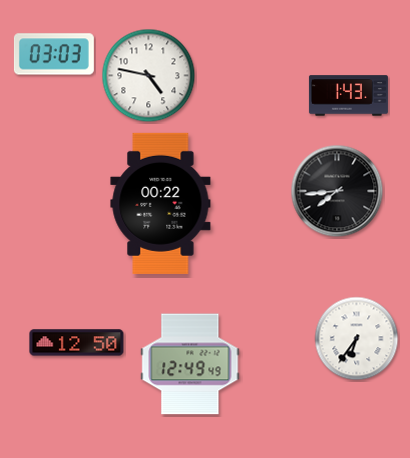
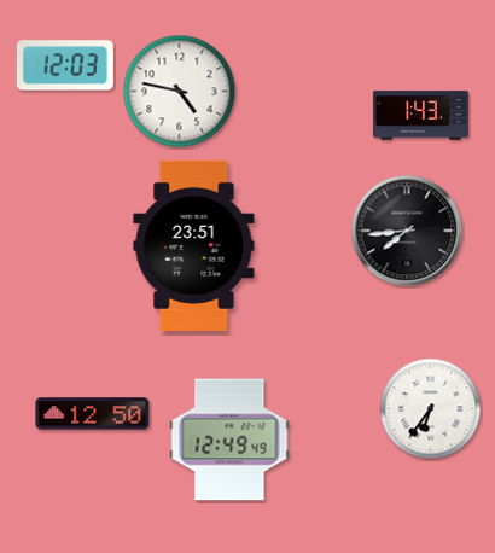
clock at (54, 54): 03:03 -> 12:03
clock at (161, 203): 00:22 -> 23:51
